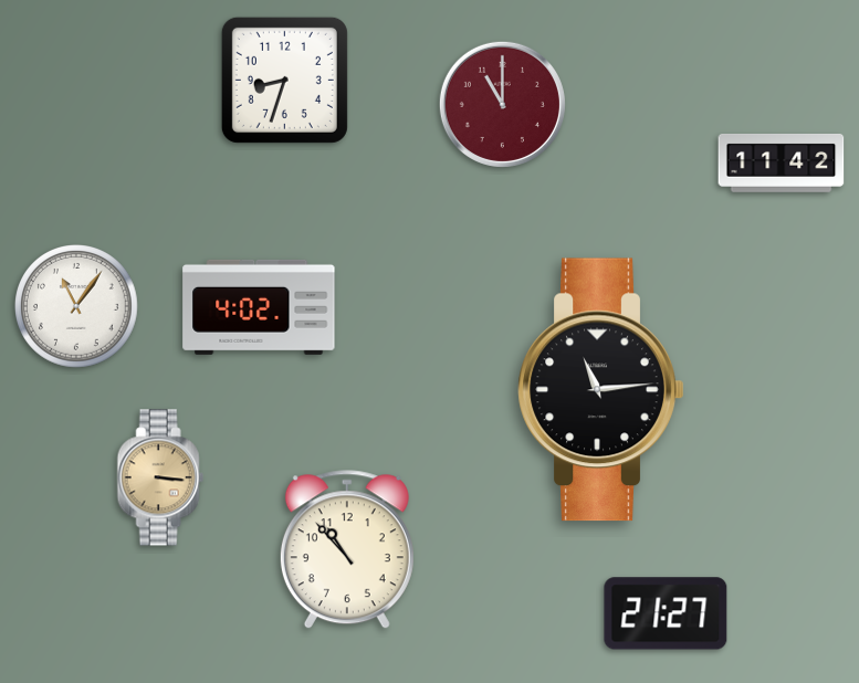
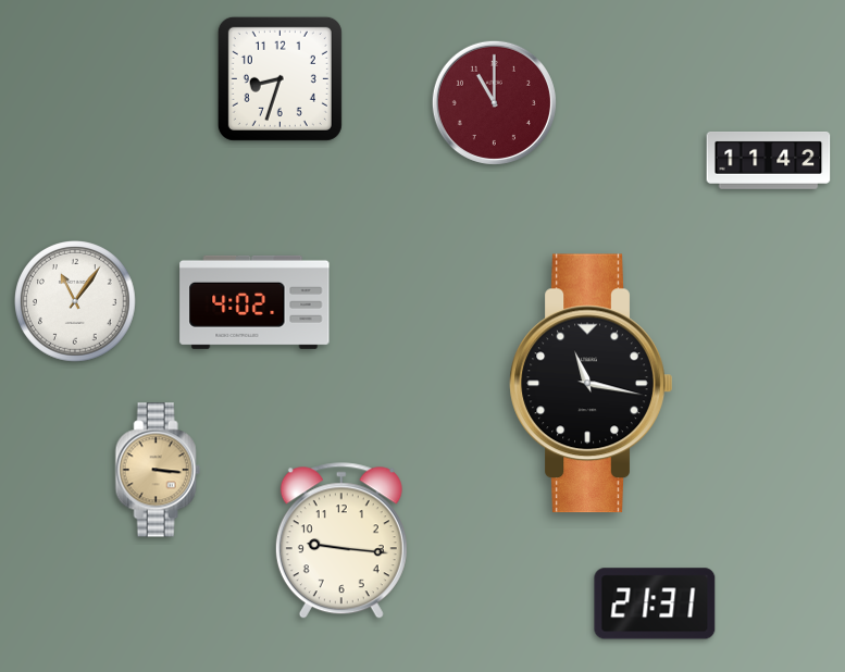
clock at (601, 390): 11:14 -> 11:17
clock at (347, 550): 10:53 -> 9:16
clock at (666, 613): 21:27 -> 21:31
